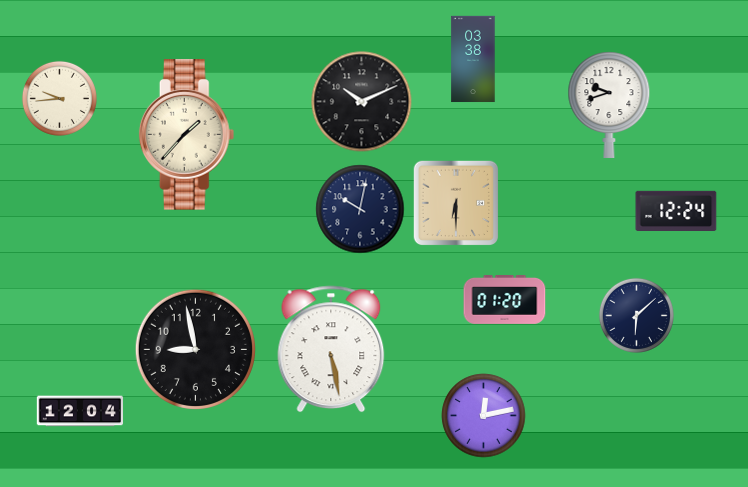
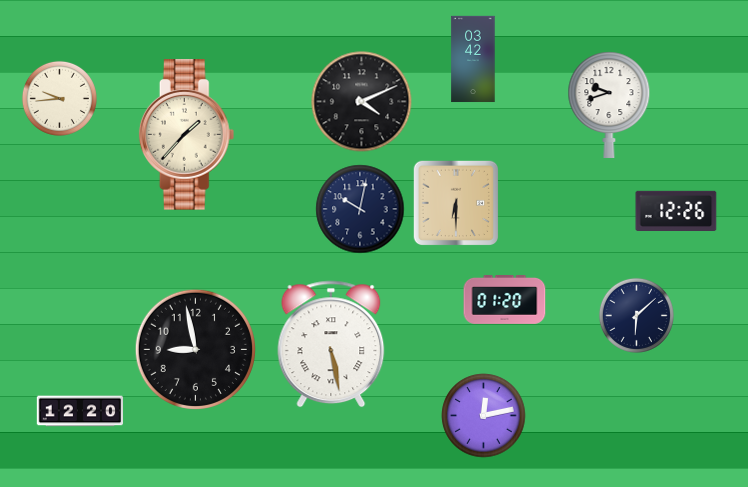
clock at (473, 59): 03:38 -> 03:42
clock at (362, 102): 10:11 -> 4:11
clock at (676, 210): 12:24 -> 12:26
clock at (331, 349) position: (331, 349) -> (331, 344)
clock at (79, 411): 12:04 -> 12:20
